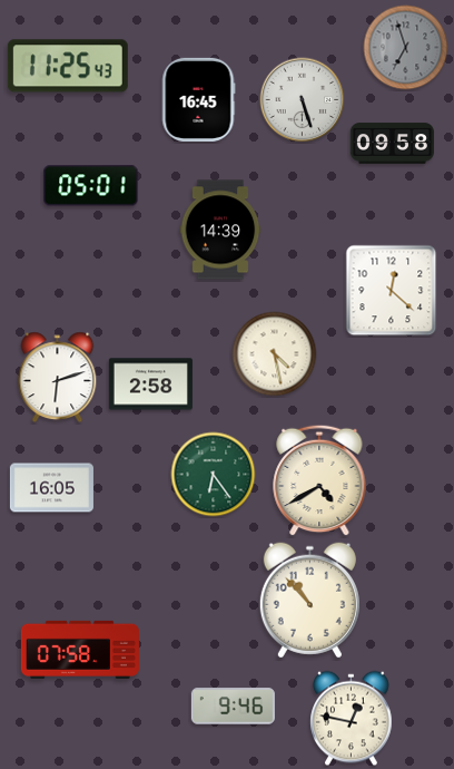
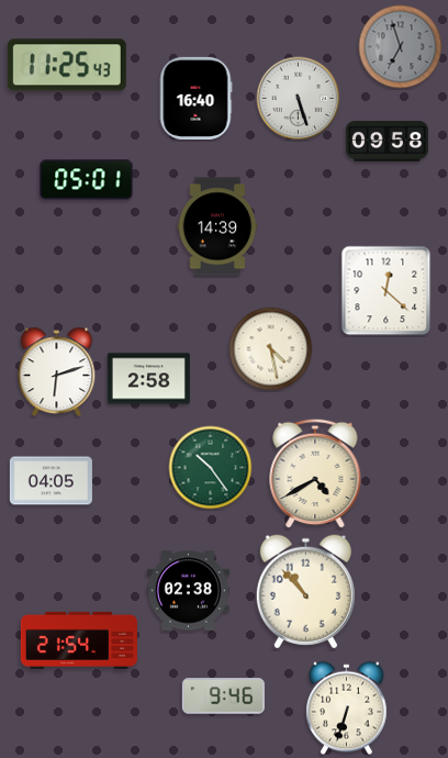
clock at (198, 99): 16:45 -> 16:40
clock at (91, 186) position: (91, 186) -> (87, 180)
clock at (392, 291) position: (392, 291) -> (387, 291)
clock at (214, 475): 6:24 -> 10:24
clock at (51, 488): 16:05 -> 04:05
clock at (188, 591): none -> 02:38
clock at (80, 650): 07:58 -> 21:54
clock at (233, 707) position: (233, 707) -> (223, 696)
clock at (352, 719): 12:47 -> 6:33
